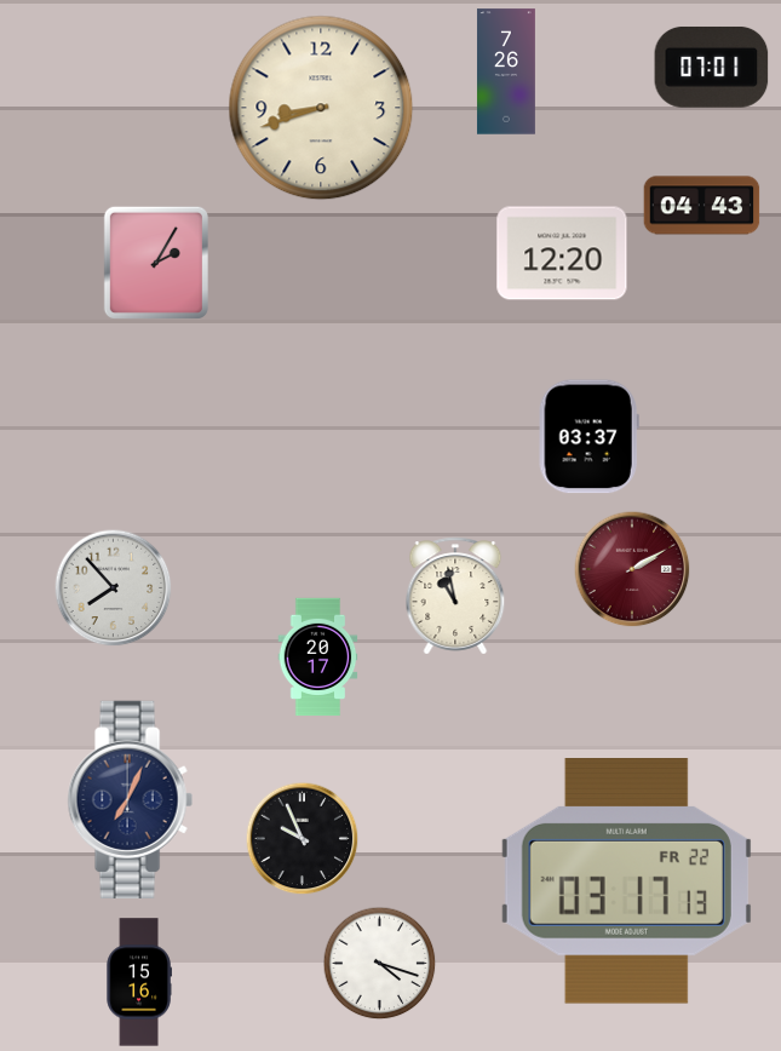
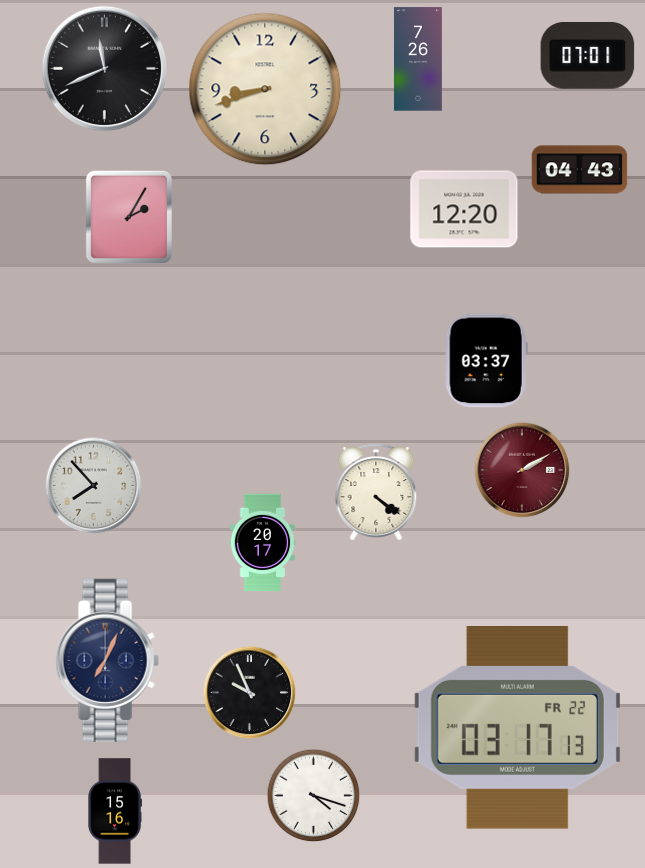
clock at (104, 68): none -> 11:41
clock at (455, 596): 10:58 -> 4:21
